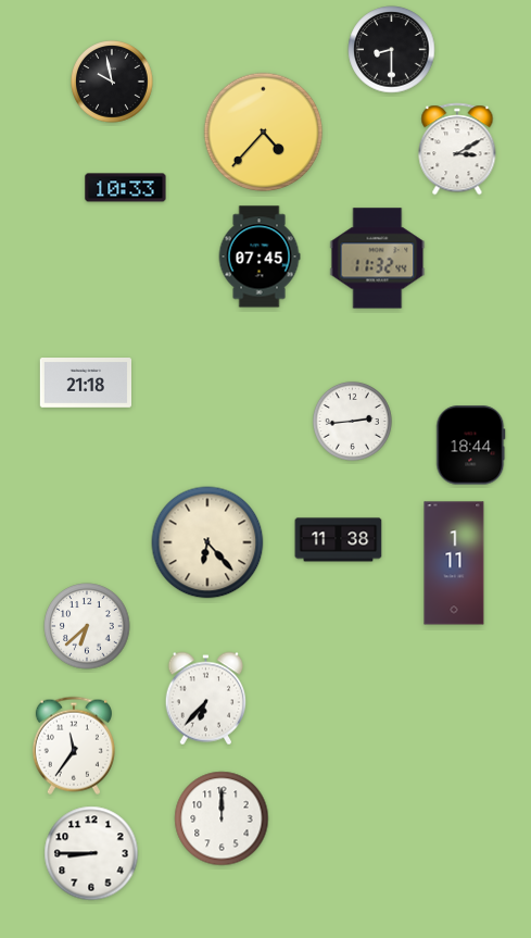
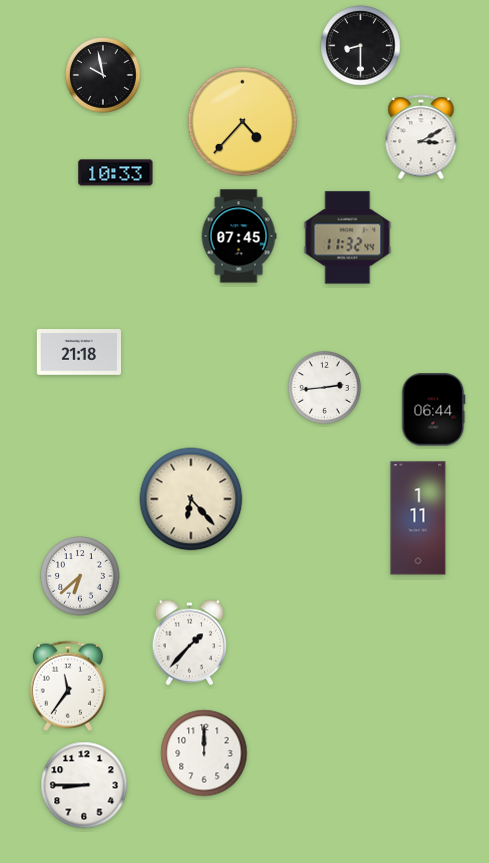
clock at (471, 446): 18:44 -> 06:44
clock at (339, 540): 11:38 -> none
clock at (206, 699): 6:37 -> 1:37
